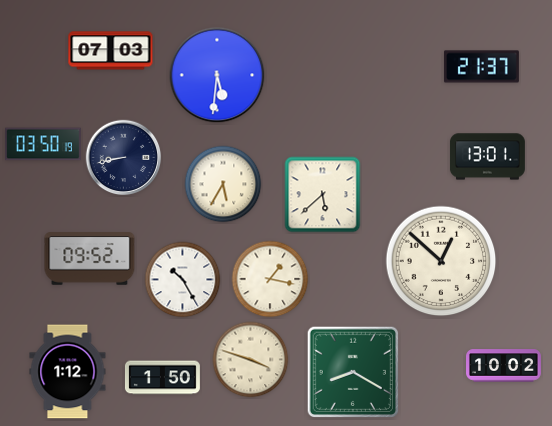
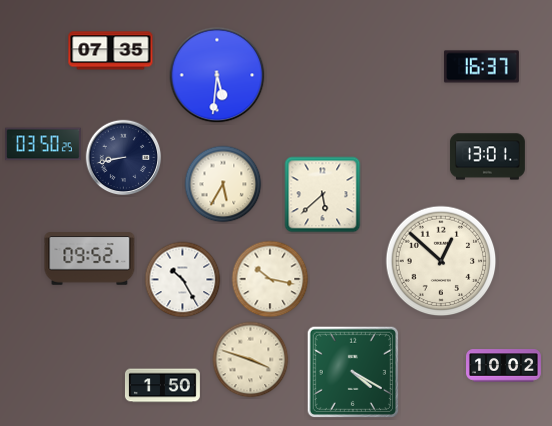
clock at (111, 51): 07:03 -> 07:35
clock at (481, 67): 21:37 -> 16:37
clock at (44, 144): 03:50:19 -> 03:50:25
clock at (270, 279): 1:17 -> 10:17
clock at (352, 371): 8:20 -> 4:20
clock at (68, 372): 1:12 -> none
clock at (162, 378) position: (162, 378) -> (162, 386)
